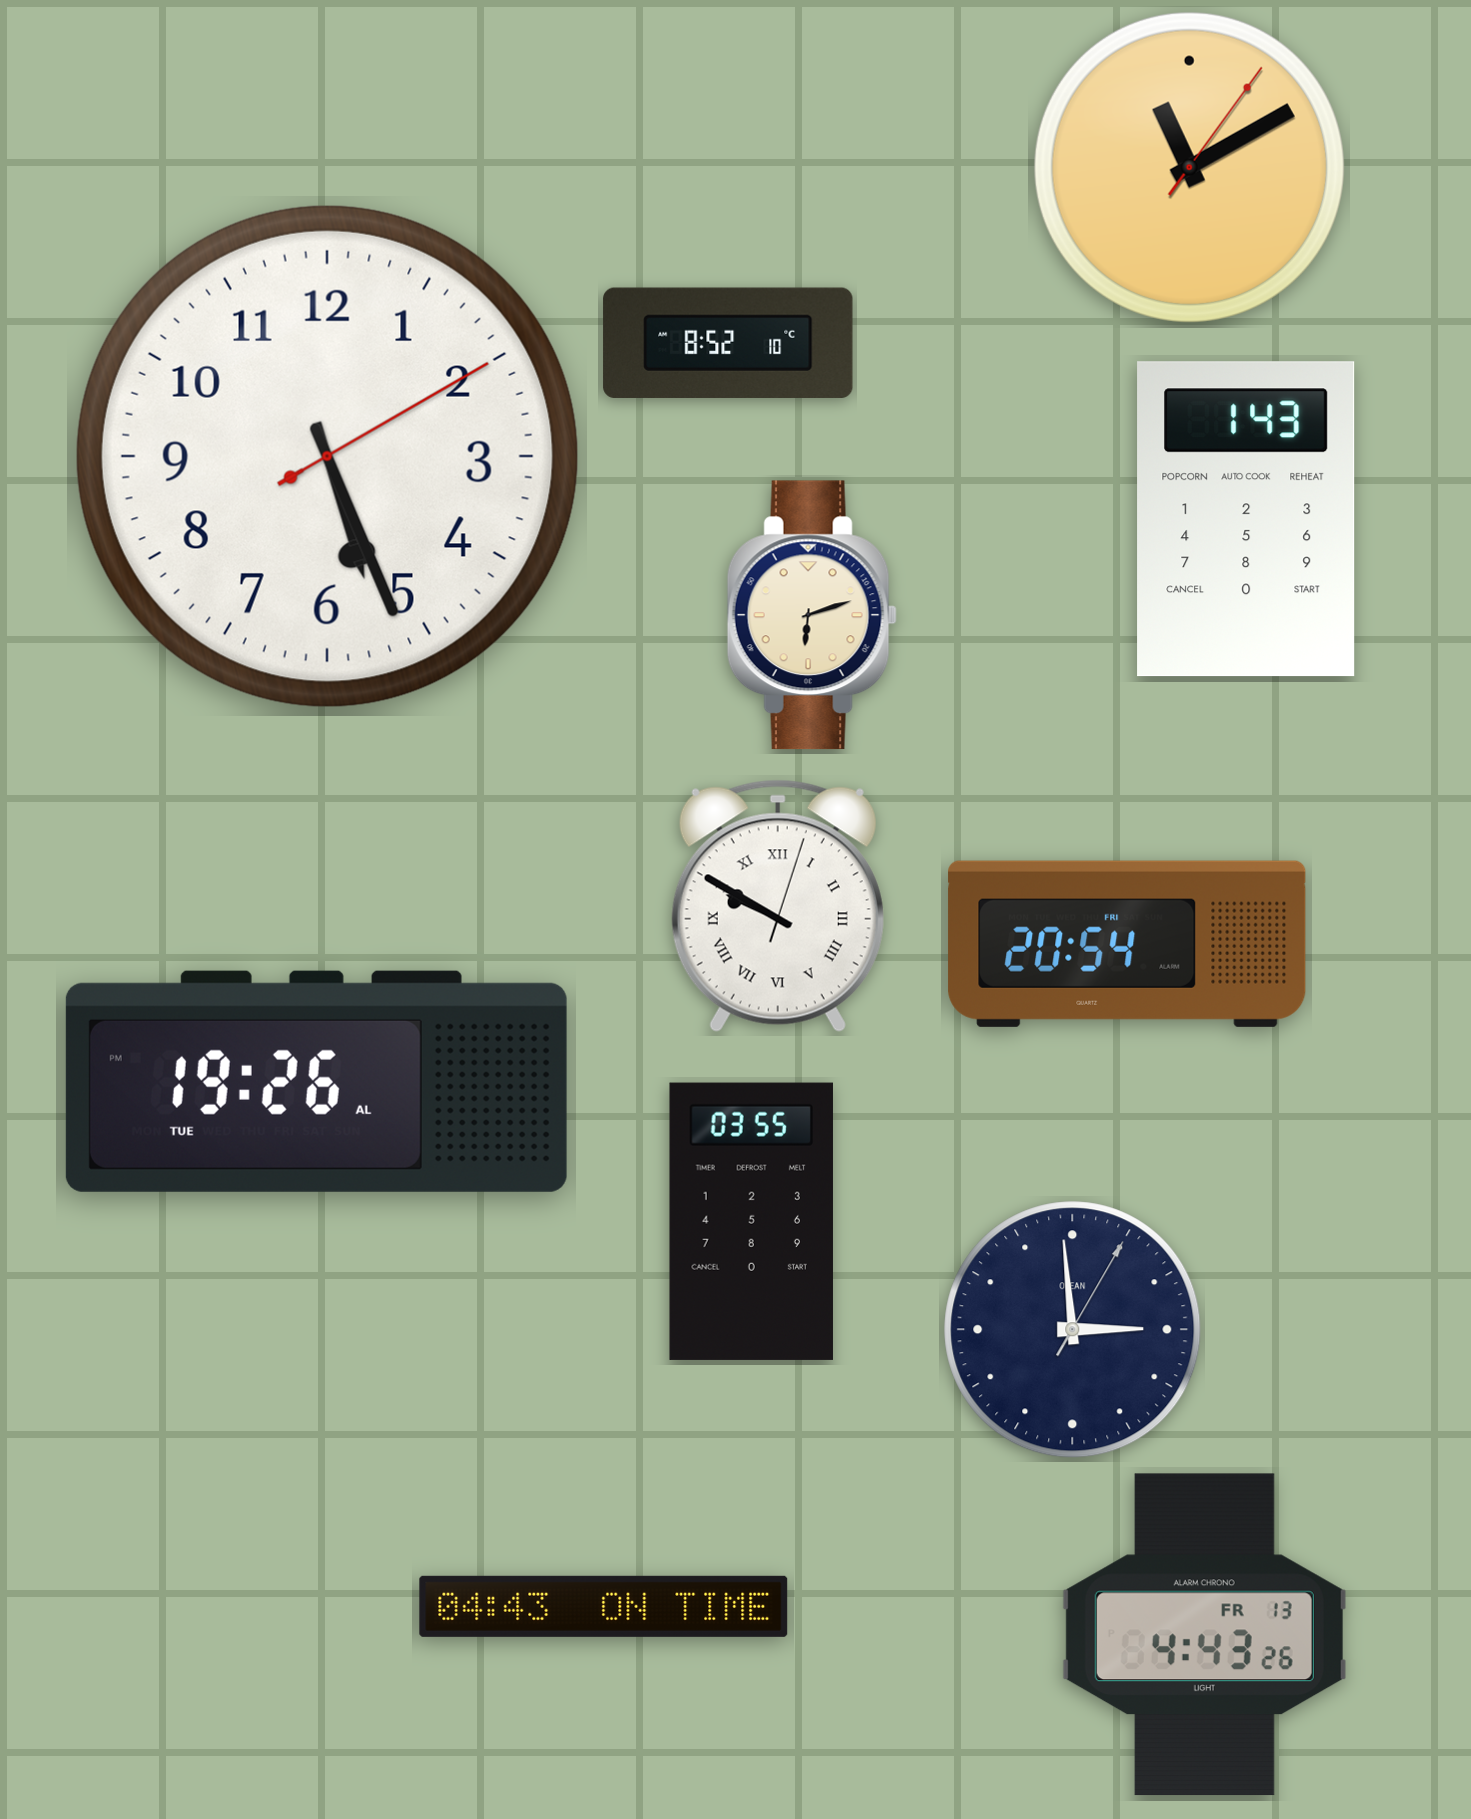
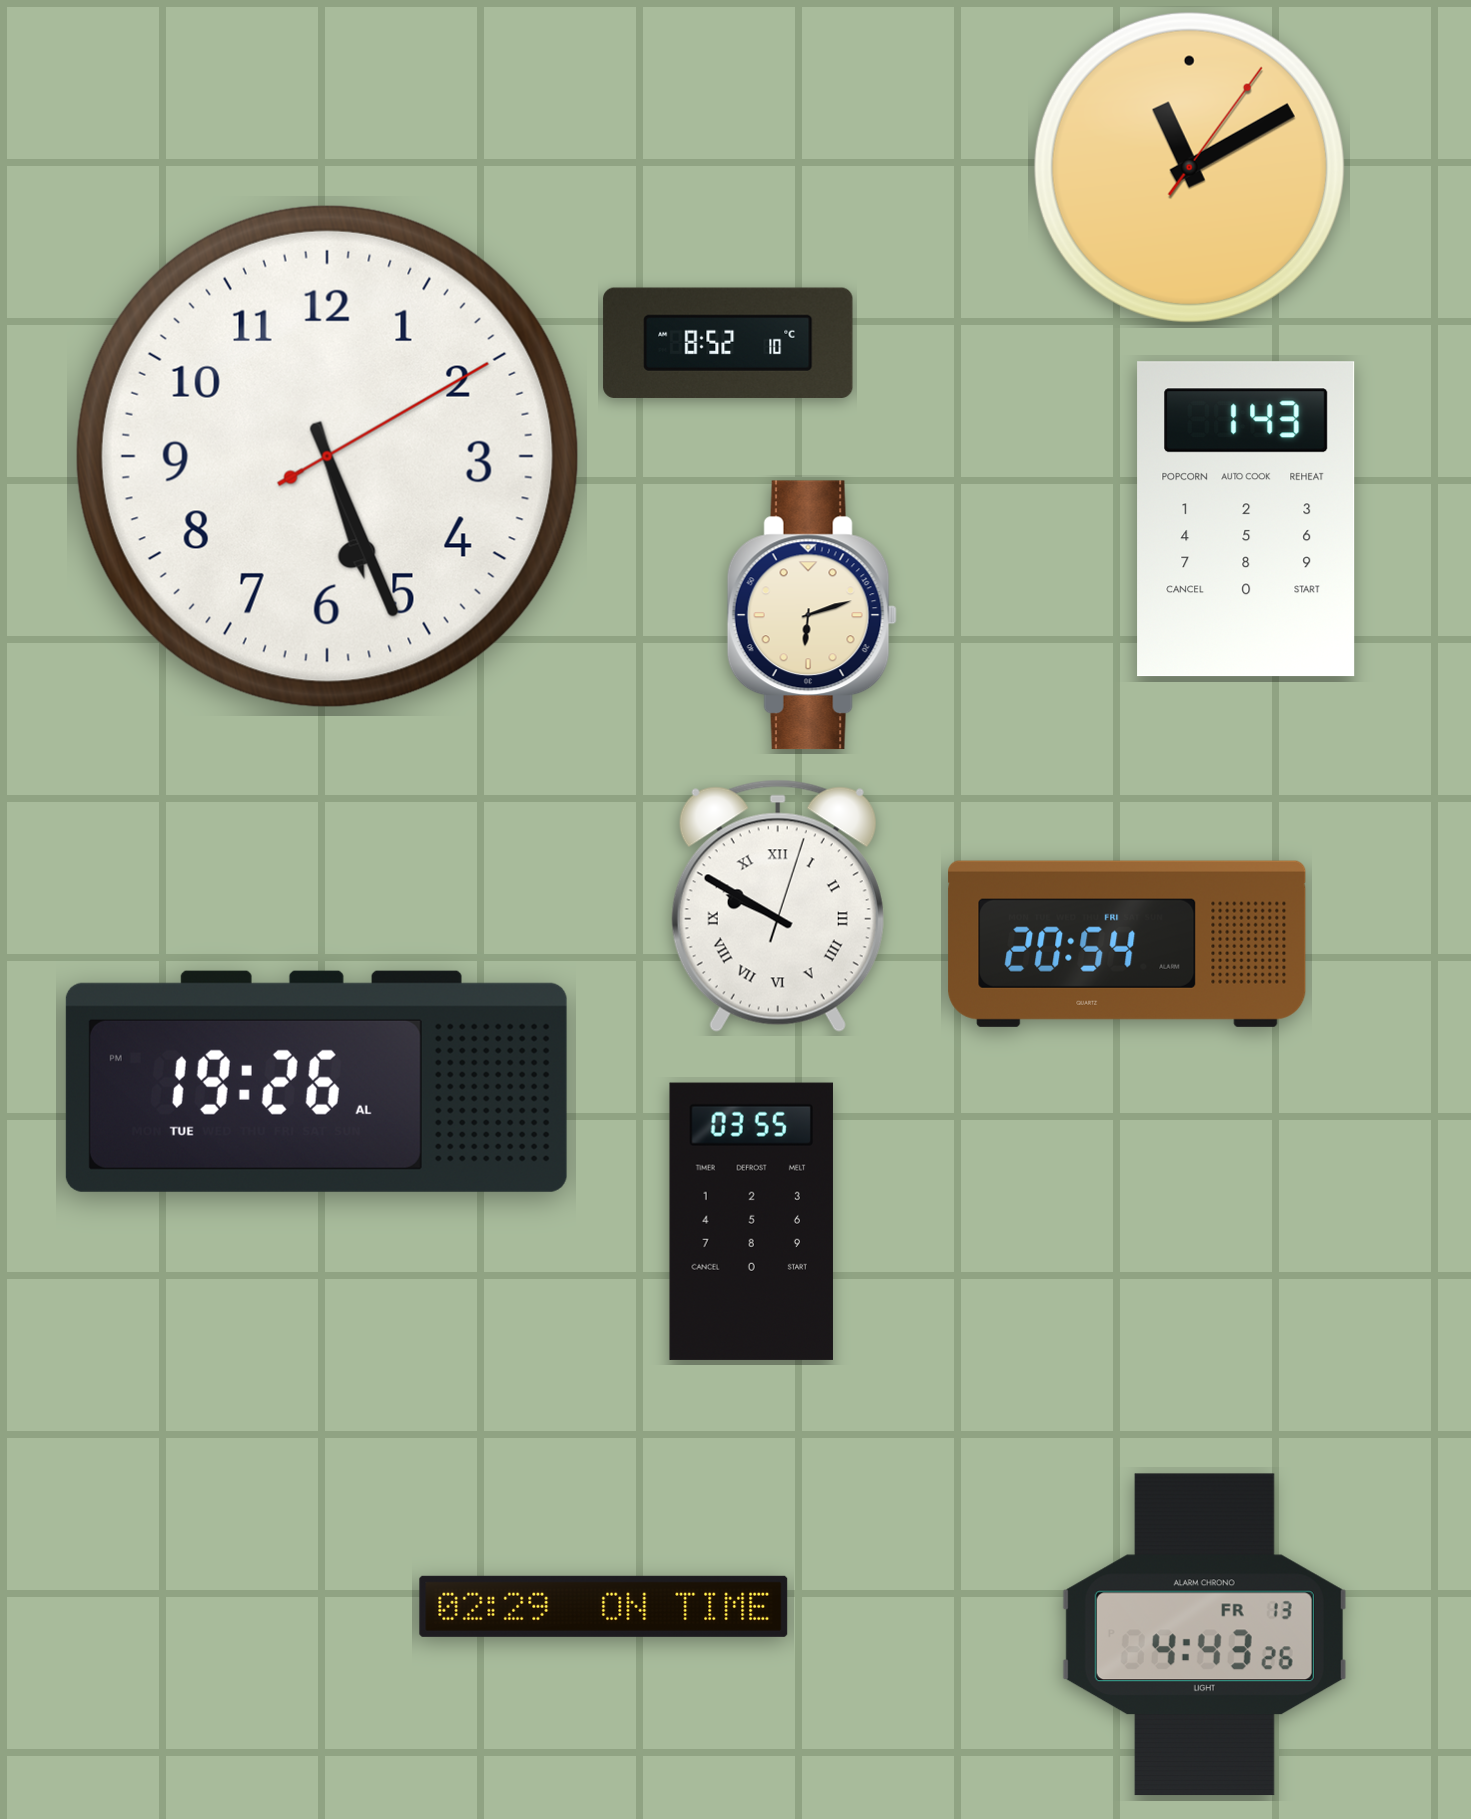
clock at (1073, 1330): 2:59 -> none
clock at (604, 1606): 04:43 -> 02:29
